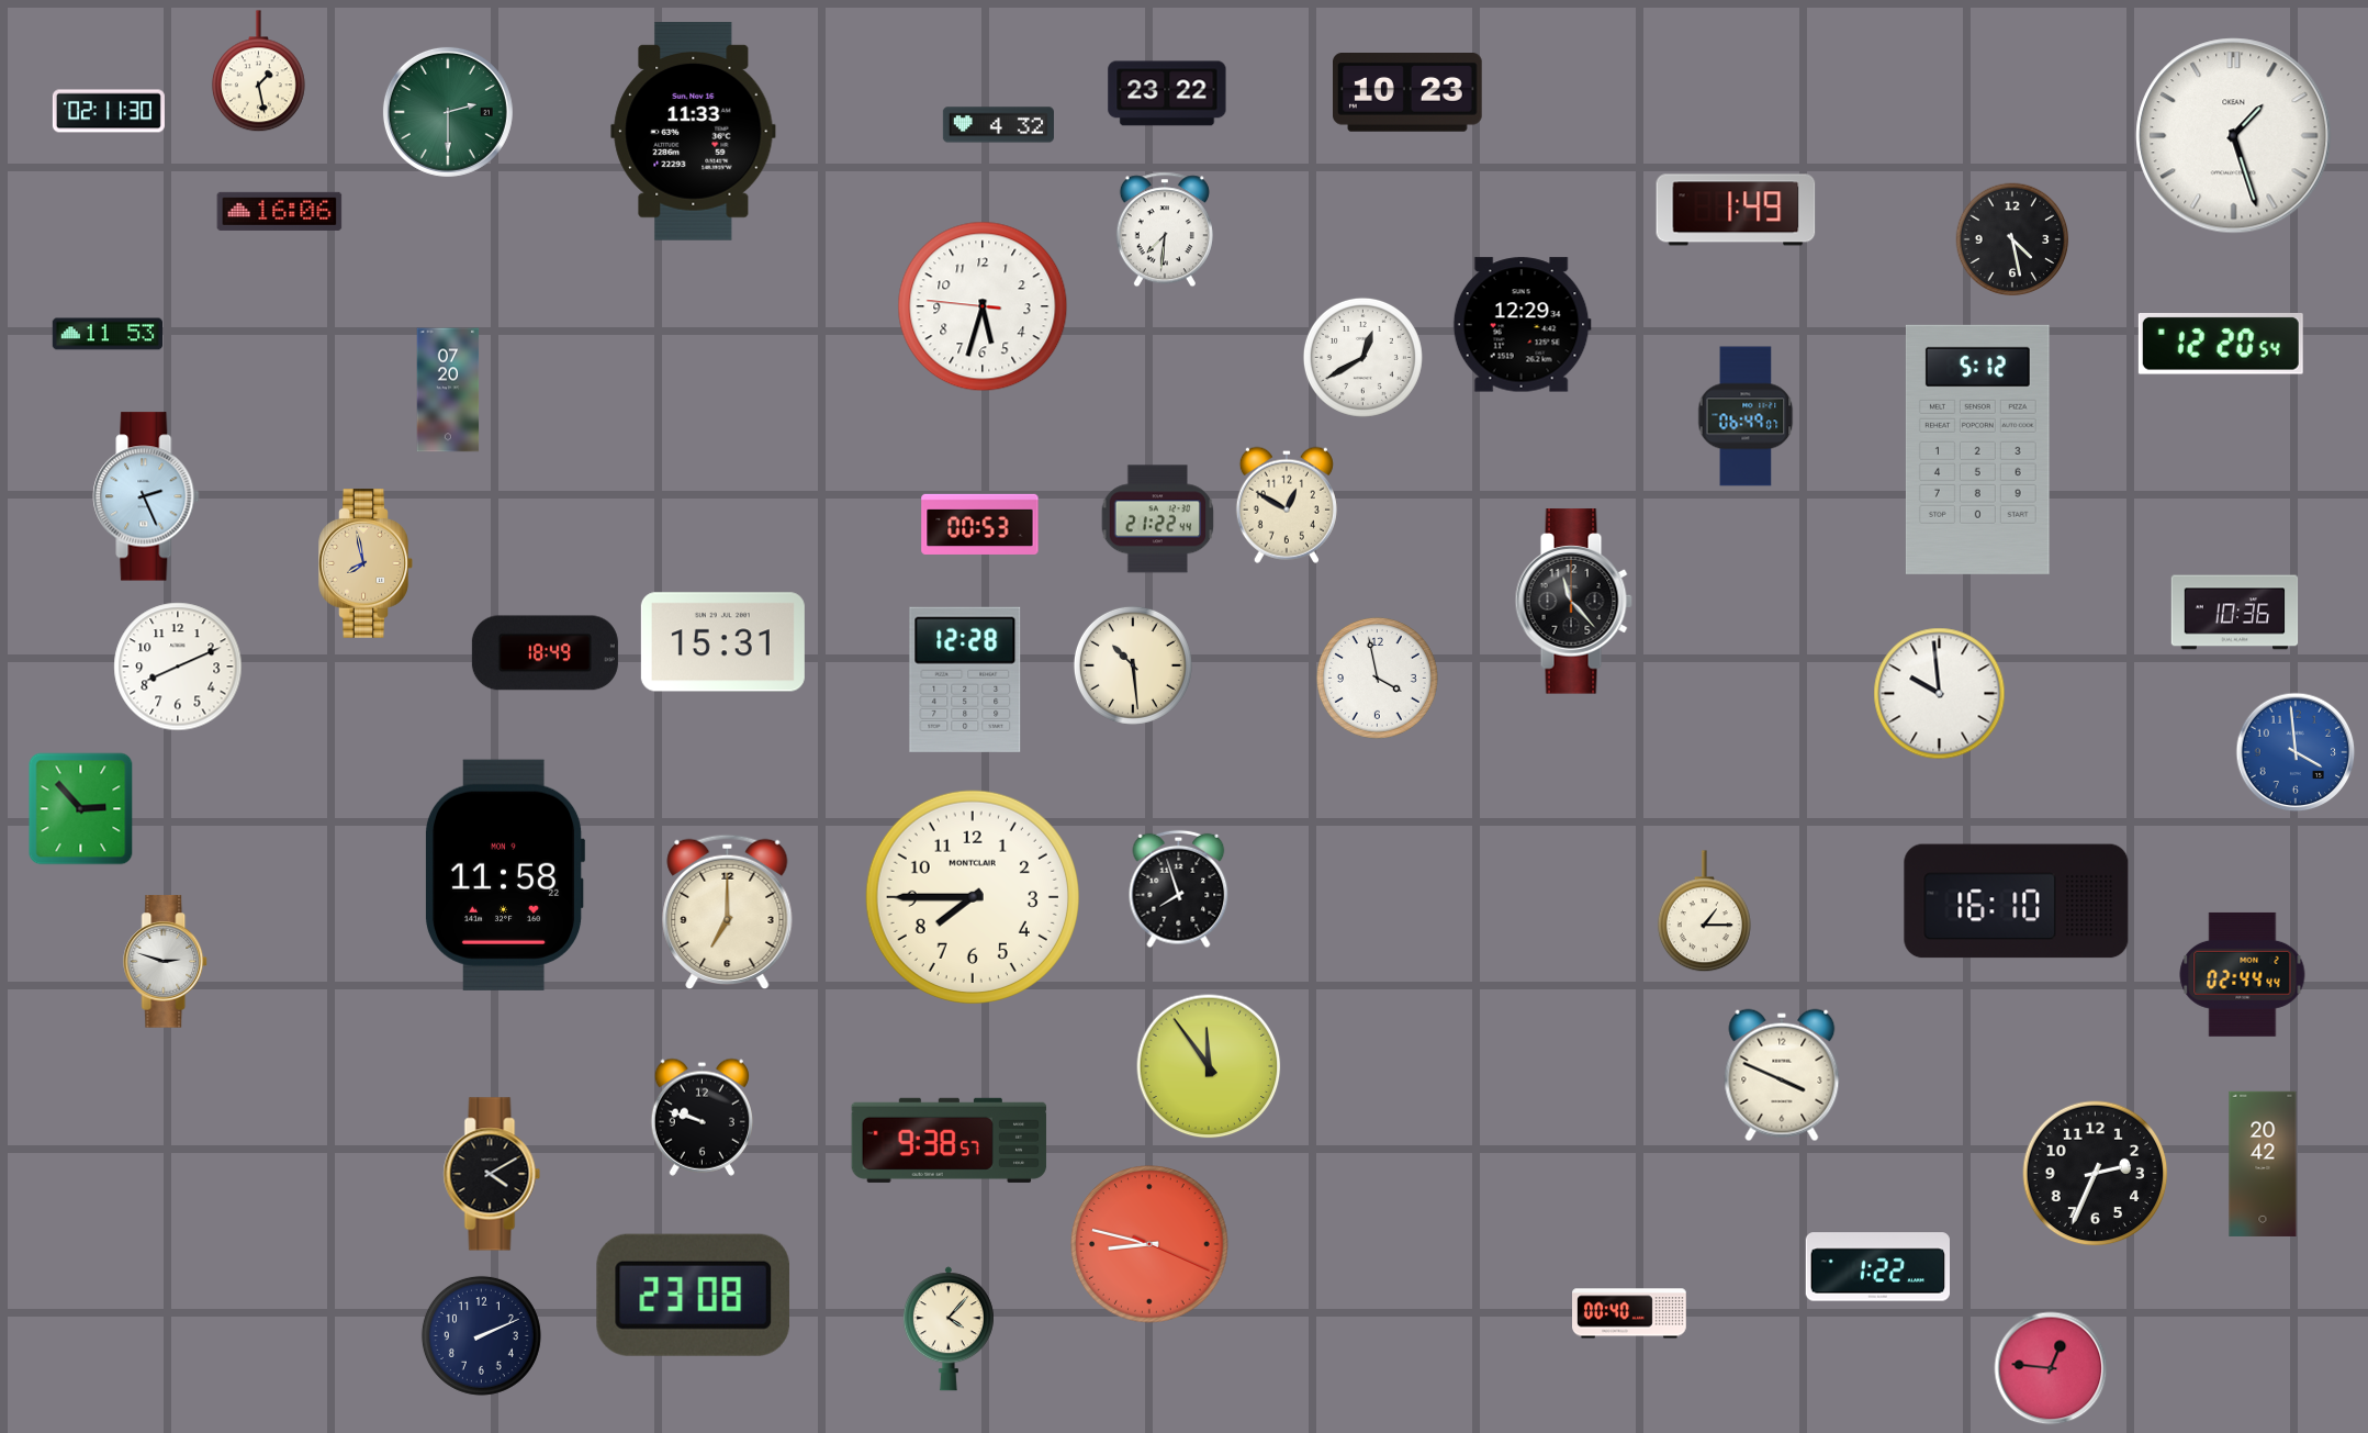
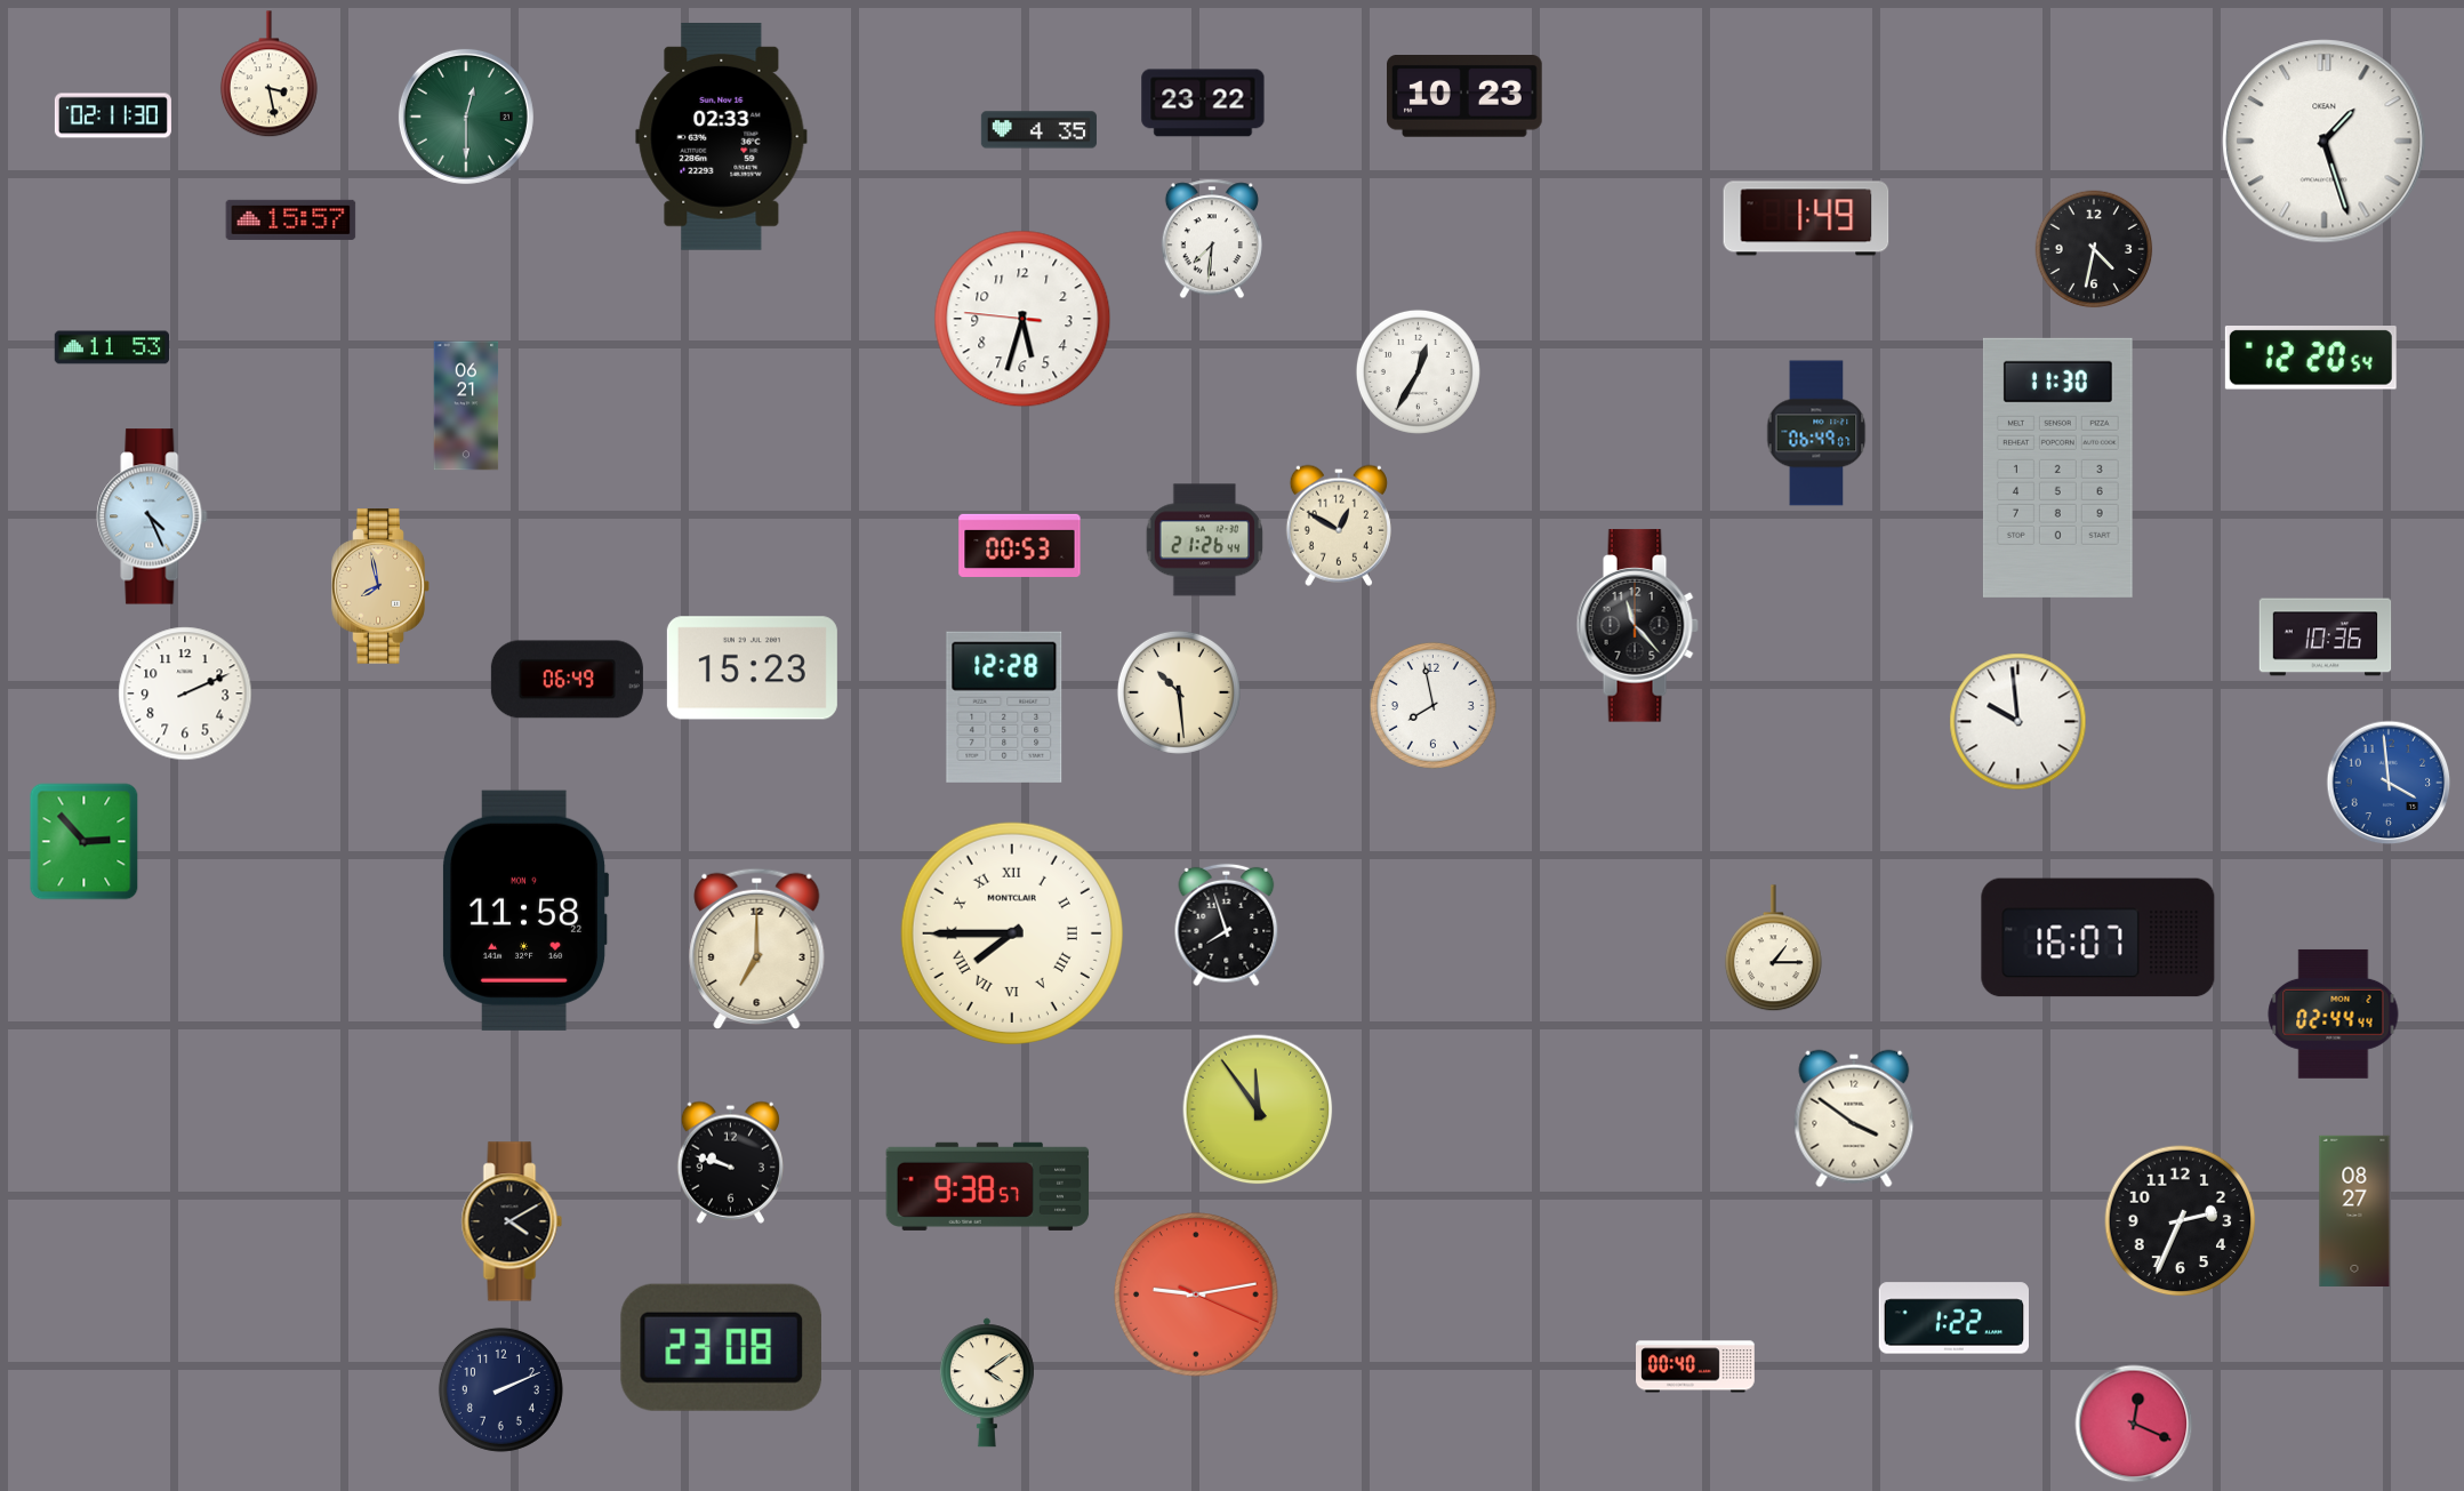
clock at (258, 71): 1:28 -> 3:28
clock at (1167, 93) position: (1167, 93) -> (1203, 103)
clock at (448, 112): 2:30 -> 12:30
clock at (998, 125): 4:32 -> 4:35
clock at (694, 131): 11:33 -> 02:33
clock at (280, 211): 16:06 -> 15:57
clock at (2012, 239): 4:28 -> 4:32
clock at (1522, 325): 12:29 -> none
clock at (1362, 357): 12:40 -> 12:35
clock at (448, 390): 07:20 -> 06:21
clock at (1977, 449): 5:12 -> 11:30
clock at (146, 496): 2:26 -> 4:26
clock at (1158, 519): 21:22 -> 21:26
clock at (722, 642): 15:31 -> 15:23
clock at (545, 653): 18:49 -> 06:49
clock at (178, 667): 8:11 -> 2:11
clock at (1377, 678): 3:58 -> 7:58
clock at (973, 897) numerals: Arabic -> Roman
clock at (2017, 902): 16:10 -> 16:07
clock at (166, 962): 2:48 -> none
clock at (1782, 1075): 3:49 -> 3:51
clock at (2263, 1164): 20:42 -> 08:27
clock at (1151, 1245): 8:47 -> 9:13
clock at (949, 1329): 4:07 -> 4:09
clock at (2051, 1368): 12:46 -> 12:19
